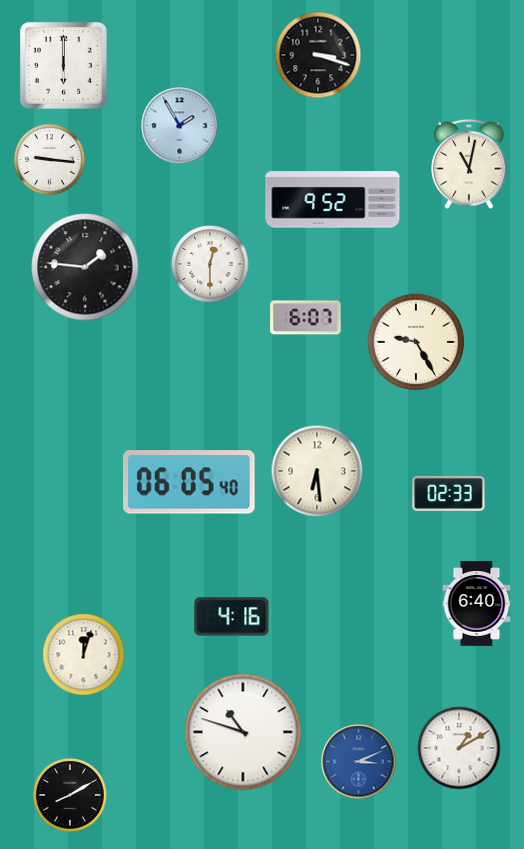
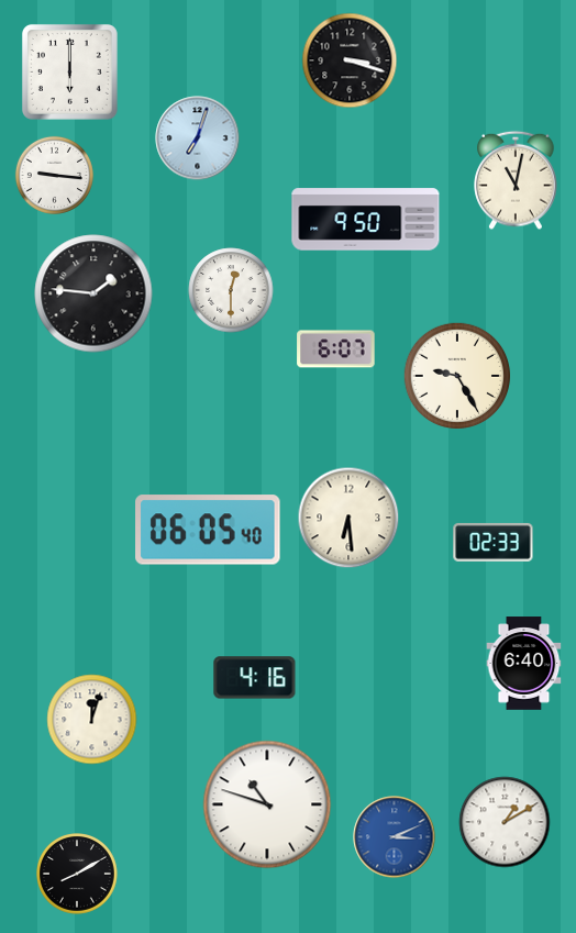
clock at (180, 126): 1:55 -> 7:03
clock at (333, 200): 9:52 -> 9:50
